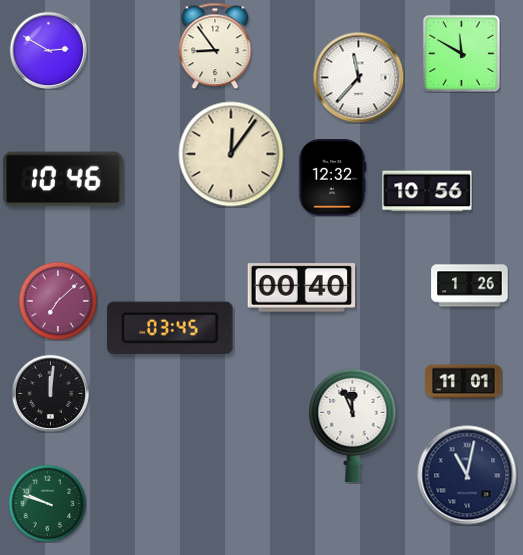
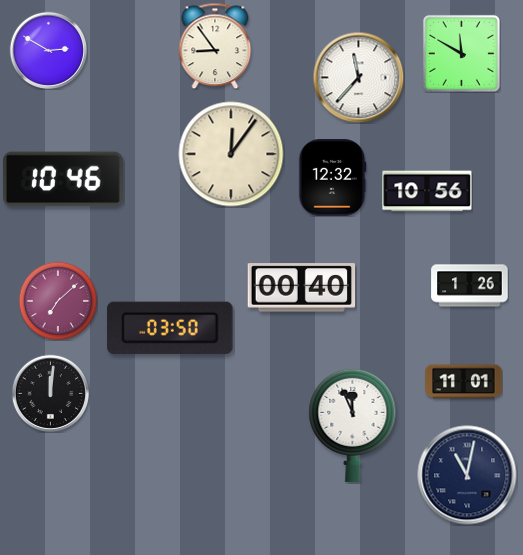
clock at (170, 328): 03:45 -> 03:50
clock at (47, 503): 9:48 -> none
